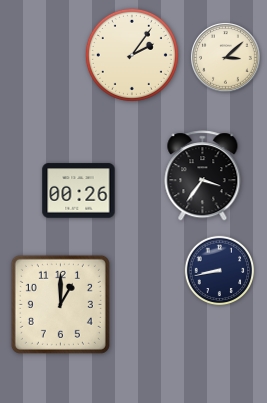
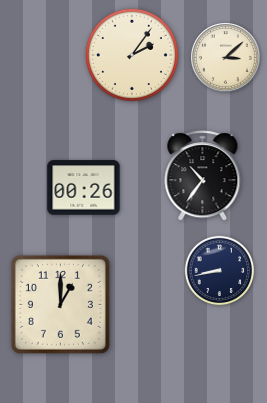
clock at (203, 176): 3:36 -> 10:36
clock at (79, 191) position: (79, 191) -> (84, 188)
